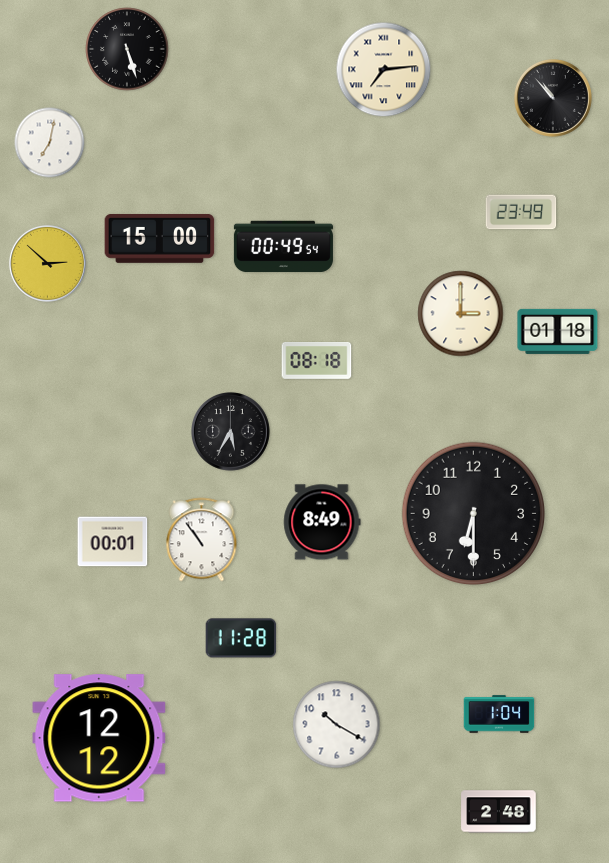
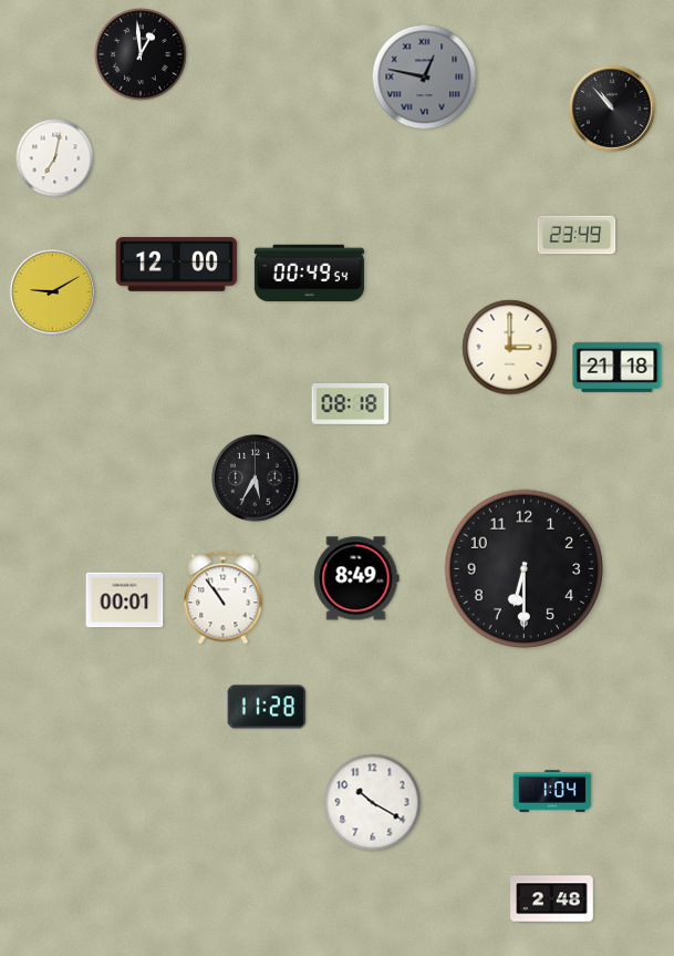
clock at (127, 49): 5:27 -> 12:59
clock at (384, 70): 7:14 -> 12:47
clock at (384, 70) dial: cream -> grey
clock at (160, 239): 15:00 -> 12:00
clock at (283, 247) position: (283, 247) -> (309, 274)
clock at (47, 263): 2:52 -> 9:10
clock at (558, 331): 01:18 -> 21:18
clock at (317, 361) position: (317, 361) -> (351, 404)
clock at (99, 738): 12:12 -> none
